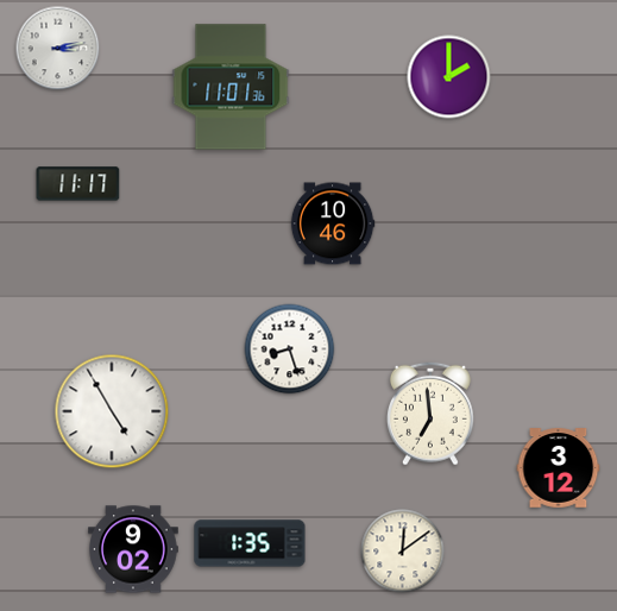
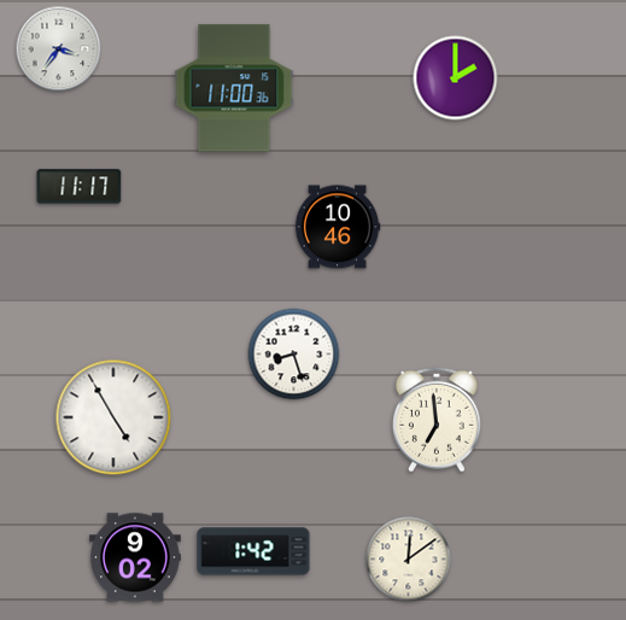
clock at (58, 49): 3:13 -> 3:36
clock at (231, 87): 11:01 -> 11:00
clock at (559, 468): 3:12 -> none
clock at (250, 543): 1:35 -> 1:42
